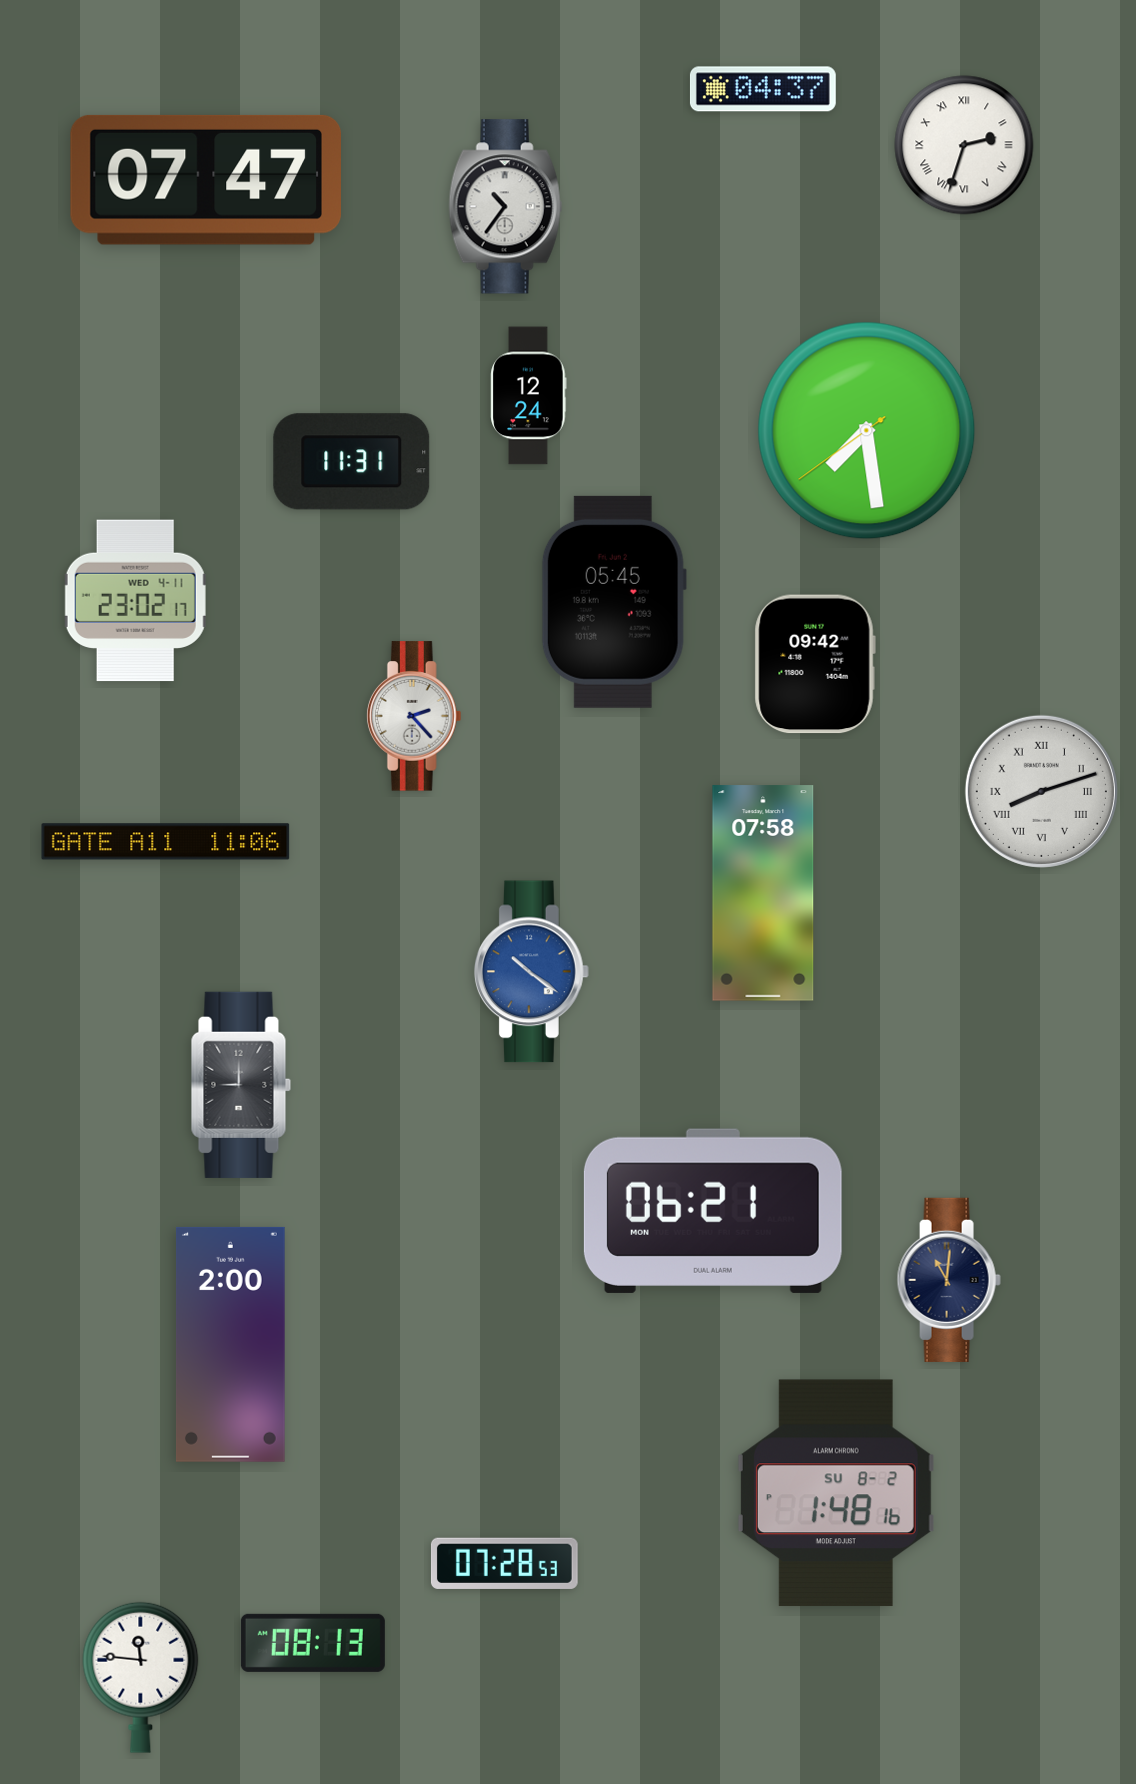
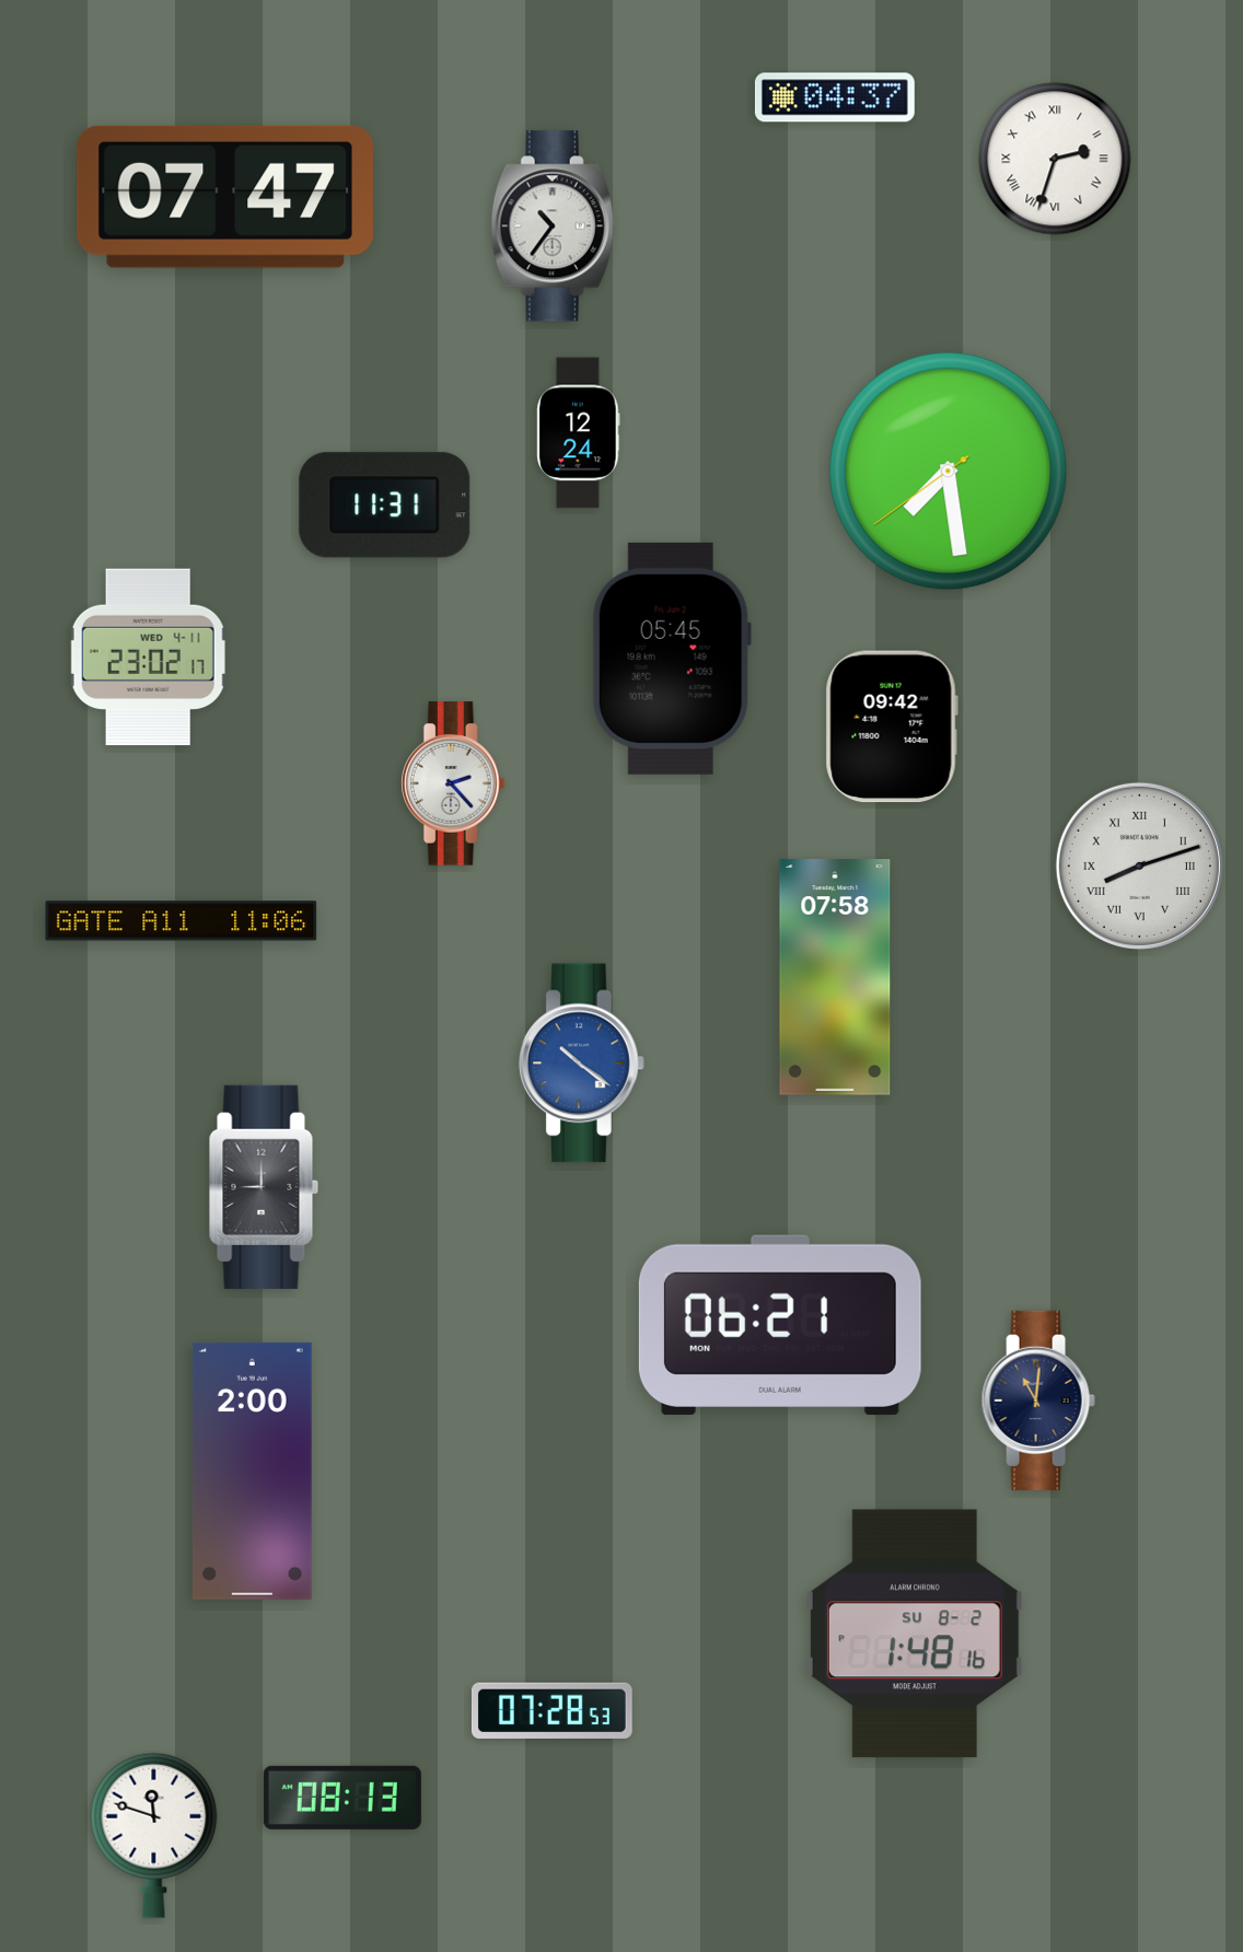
clock at (141, 1677): 11:46 -> 11:48
